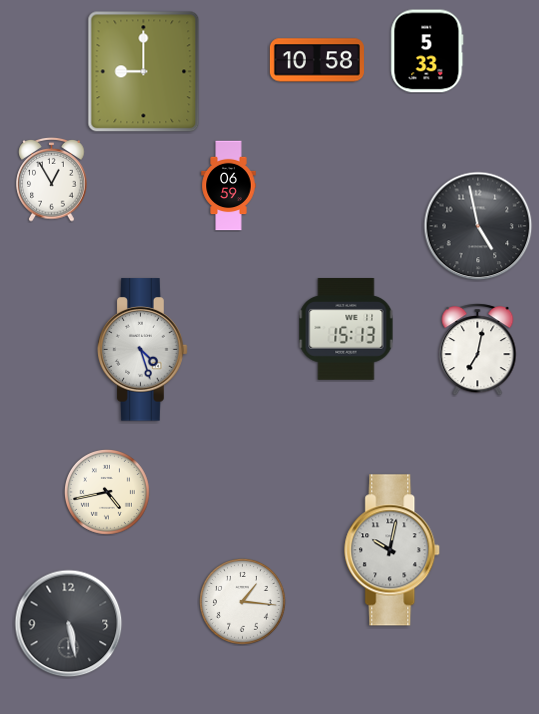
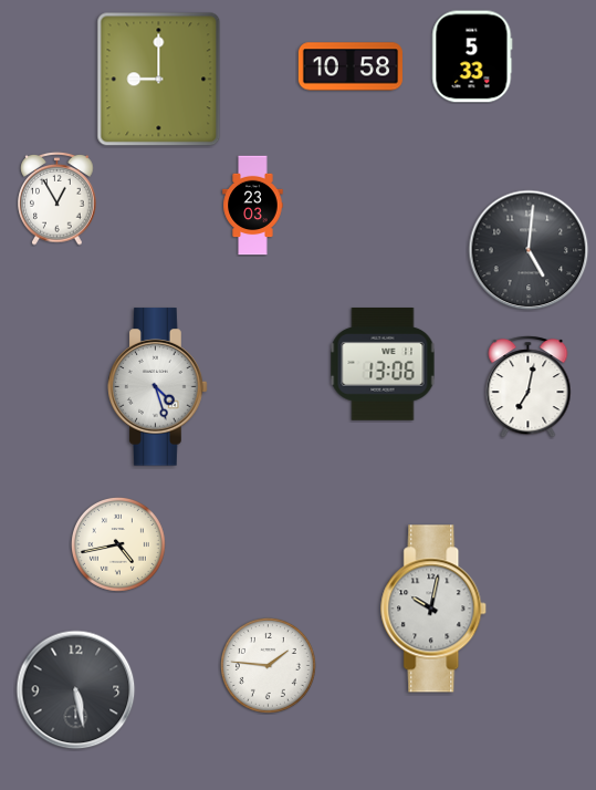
clock at (229, 186): 06:59 -> 23:03
clock at (478, 226): 4:58 -> 5:01
clock at (346, 330): 15:13 -> 13:06
clock at (242, 601): 1:16 -> 1:46
